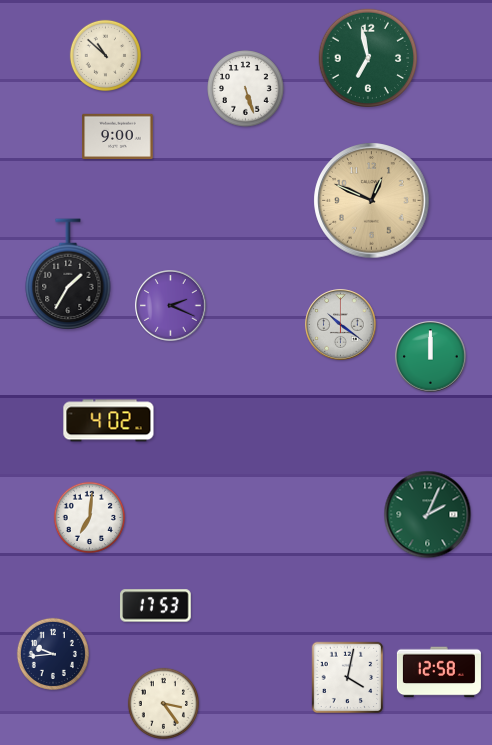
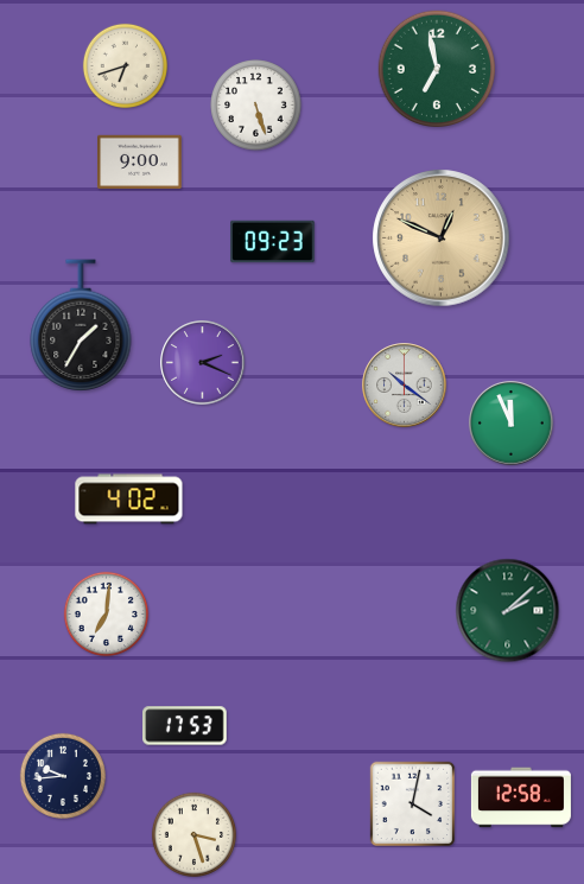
clock at (105, 55): 10:52 -> 6:42
clock at (246, 89) position: (246, 89) -> (256, 106)
clock at (273, 242): none -> 09:23
clock at (431, 357): 12:00 -> 11:56
clock at (428, 515): 2:04 -> 2:08
clock at (156, 606) position: (156, 606) -> (185, 726)
clock at (163, 703): 3:24 -> 3:27
